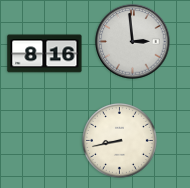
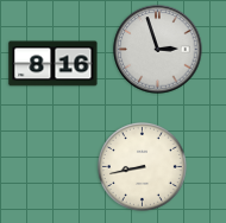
clock at (133, 42): 2:59 -> 2:57
